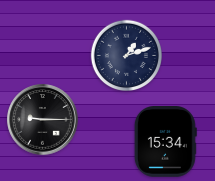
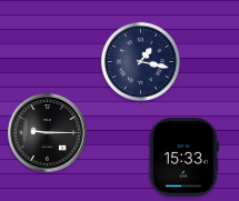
clock at (126, 55): 1:12 -> 1:17
clock at (165, 142): 15:34 -> 15:33
